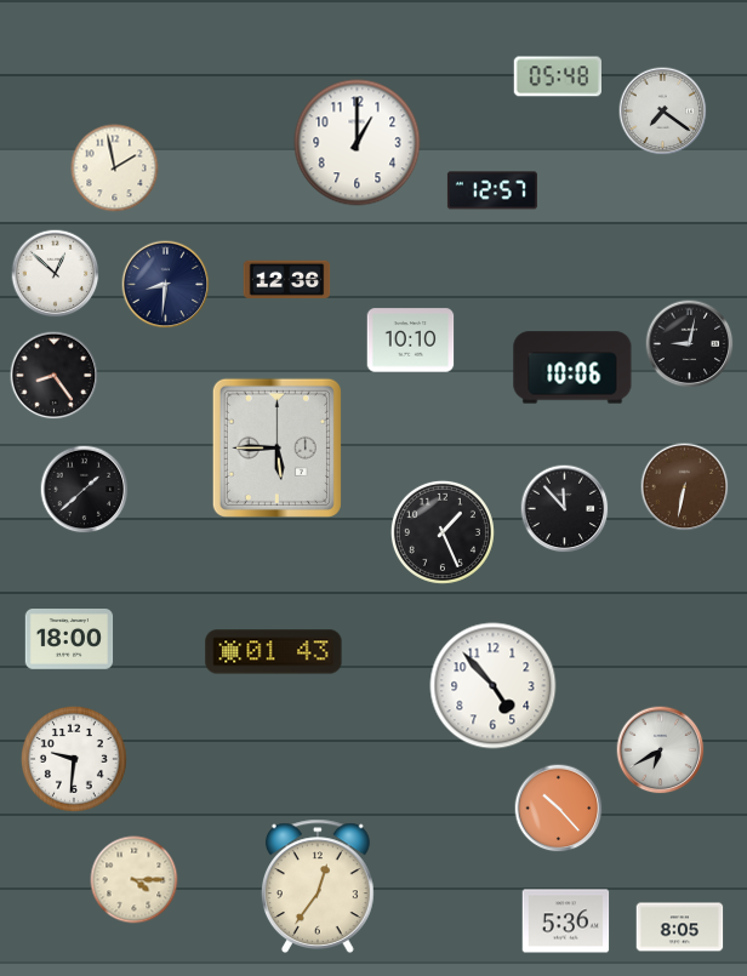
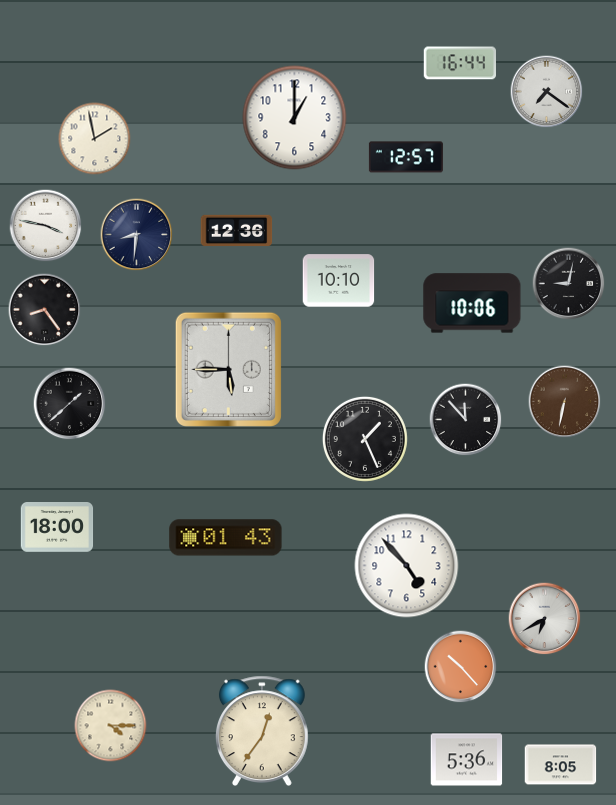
clock at (557, 76): 05:48 -> 16:44
clock at (56, 274): 12:52 -> 3:47
clock at (74, 759): 9:31 -> none
